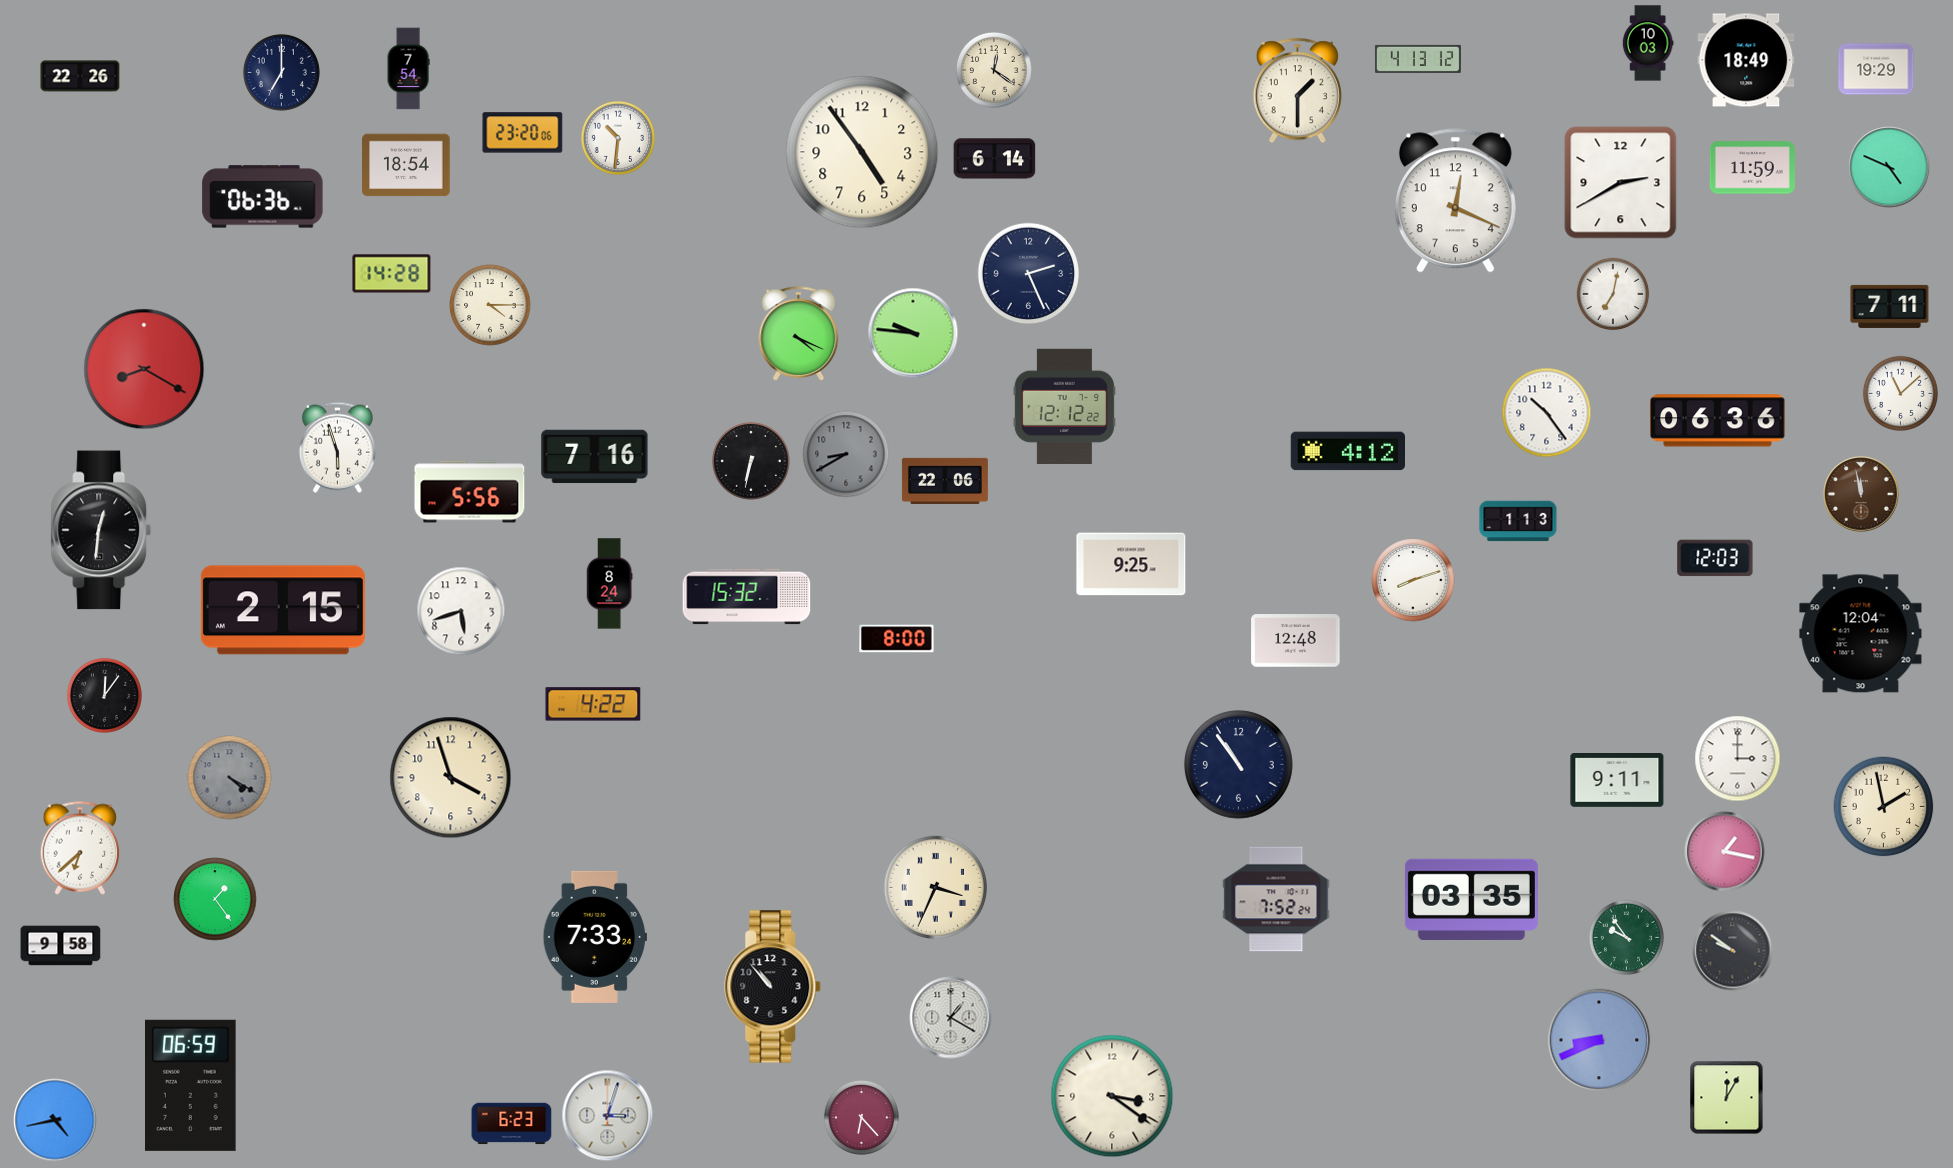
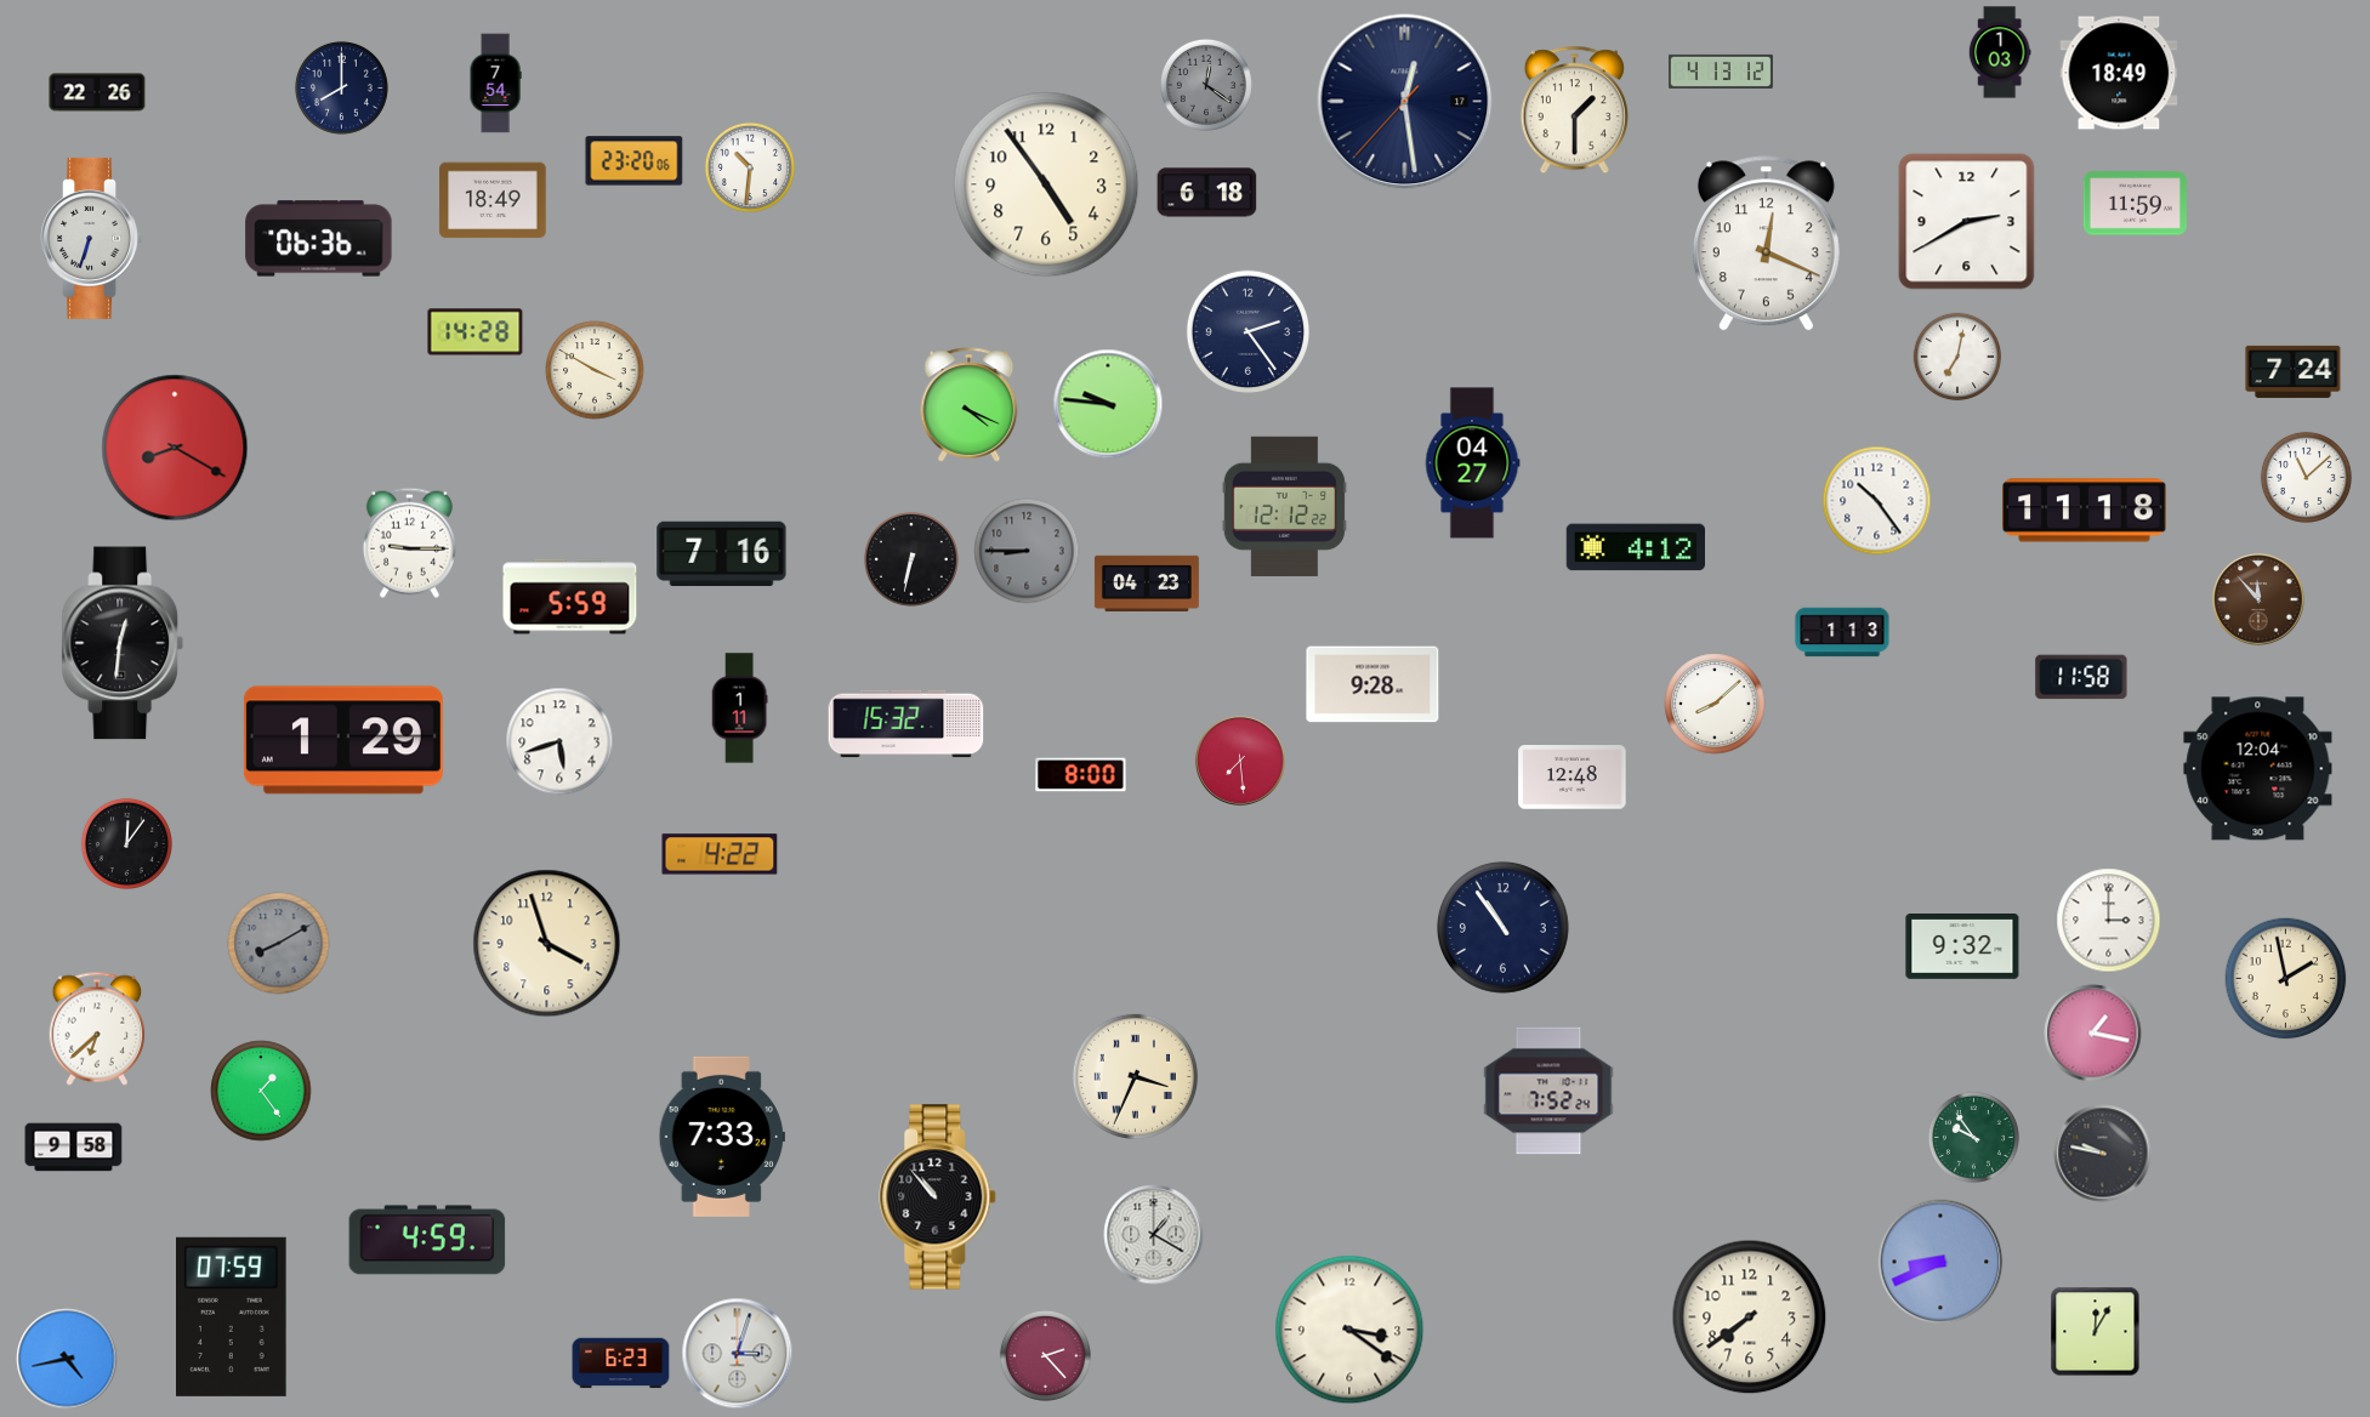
clock at (1648, 43): 10:03 -> 1:03
clock at (1876, 69): 19:29 -> none
clock at (994, 70) dial: cream -> grey
clock at (281, 72): 7:00 -> 8:00
clock at (1405, 102): none -> 12:28
clock at (995, 159): 6:14 -> 6:18
clock at (406, 165): 18:54 -> 18:49
clock at (1889, 167): 4:49 -> none
clock at (1752, 168) position: (1752, 168) -> (2135, 204)
clock at (91, 238): none -> 6:33
clock at (1029, 274): 2:26 -> 2:24
clock at (490, 305): 4:15 -> 3:50
clock at (1890, 306): 7:11 -> 7:24
clock at (1472, 463): none -> 04:27
clock at (1064, 406) position: (1064, 406) -> (1284, 506)
clock at (1718, 421): 06:36 -> 11:18
clock at (337, 447): 5:57 -> 9:15
clock at (846, 454): 8:40 -> 8:45
clock at (945, 481): 22:06 -> 04:23
clock at (470, 492): 5:56 -> 5:59
clock at (1861, 494): 11:58 -> 11:53
clock at (1715, 558): 12:03 -> 11:58
clock at (1131, 564): 9:25 -> 9:28
clock at (1413, 580): 8:12 -> 8:08
clock at (609, 584): 8:24 -> 1:11
clock at (283, 610): 2:15 -> 1:29
clock at (1240, 761): none -> 7:29
clock at (897, 639) position: (897, 639) -> (1081, 775)
clock at (230, 778): 4:20 -> 8:10
clock at (1617, 781): 9:11 -> 9:32
clock at (1471, 899): 03:35 -> none
clock at (1733, 951): 9:51 -> 9:47
clock at (427, 1240): none -> 4:59
clock at (191, 1085): 06:59 -> 07:59
clock at (1750, 1318): none -> 7:39
clock at (861, 1117): 6:23 -> 2:23
